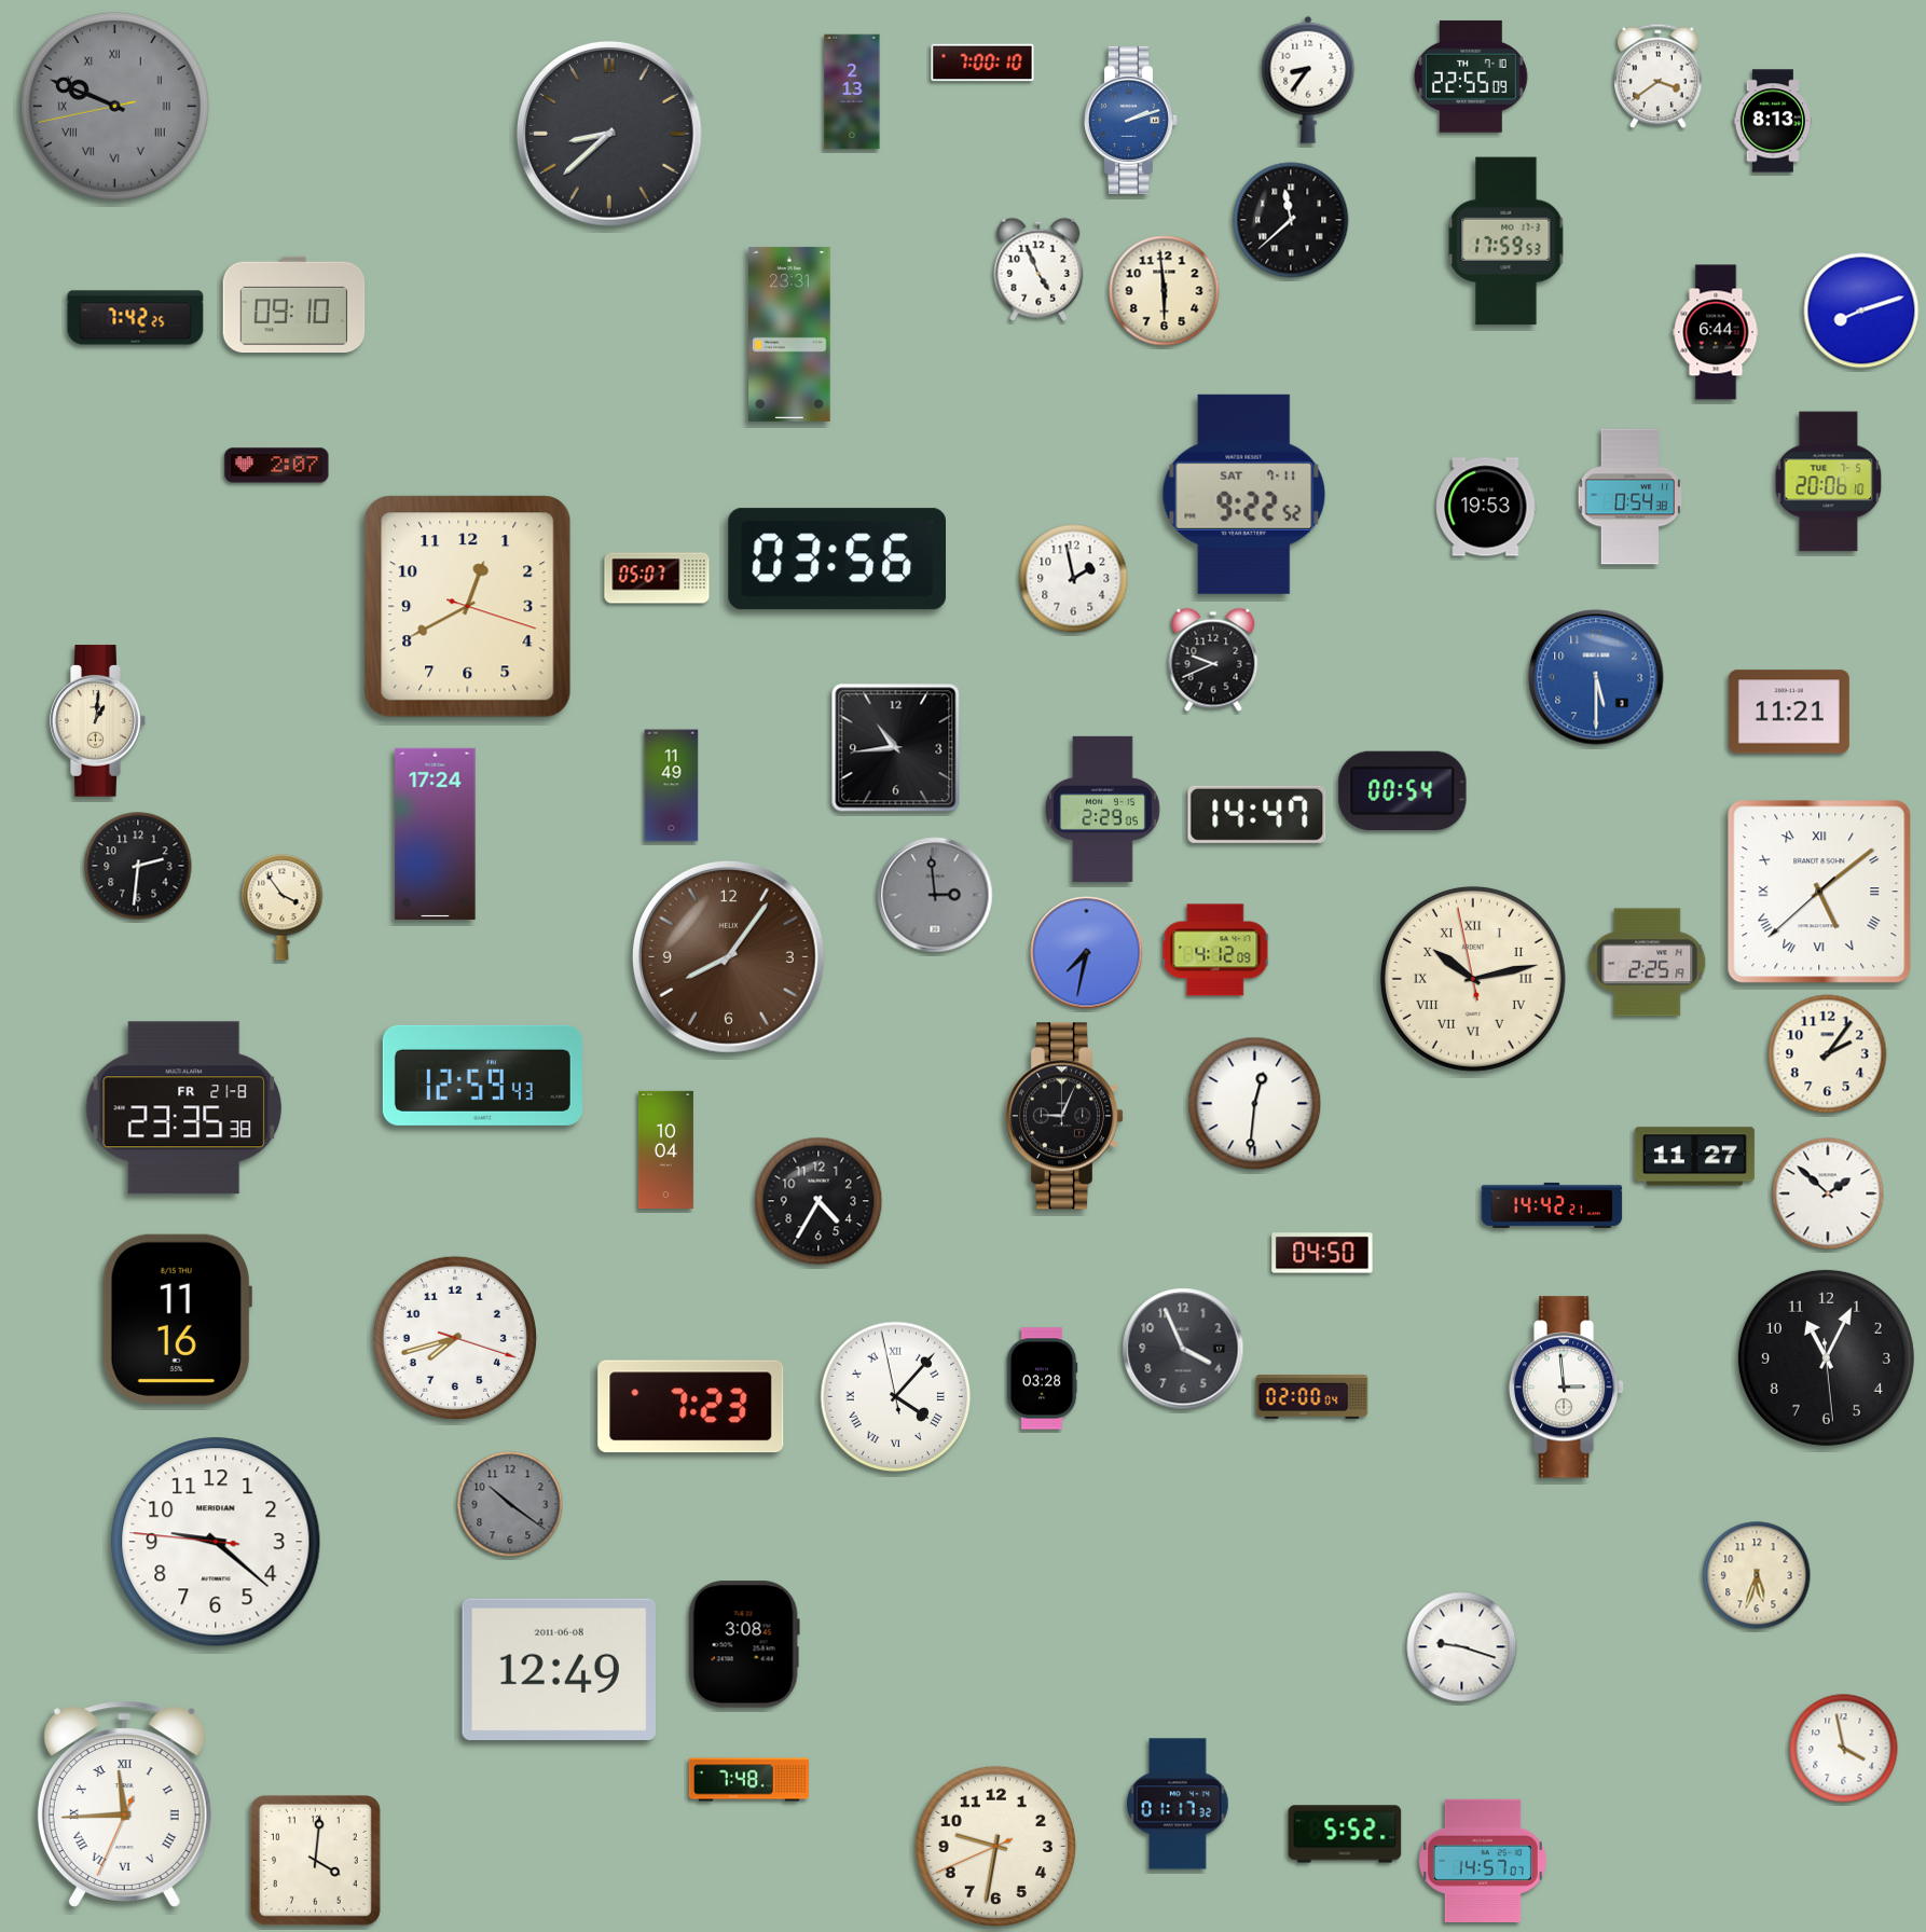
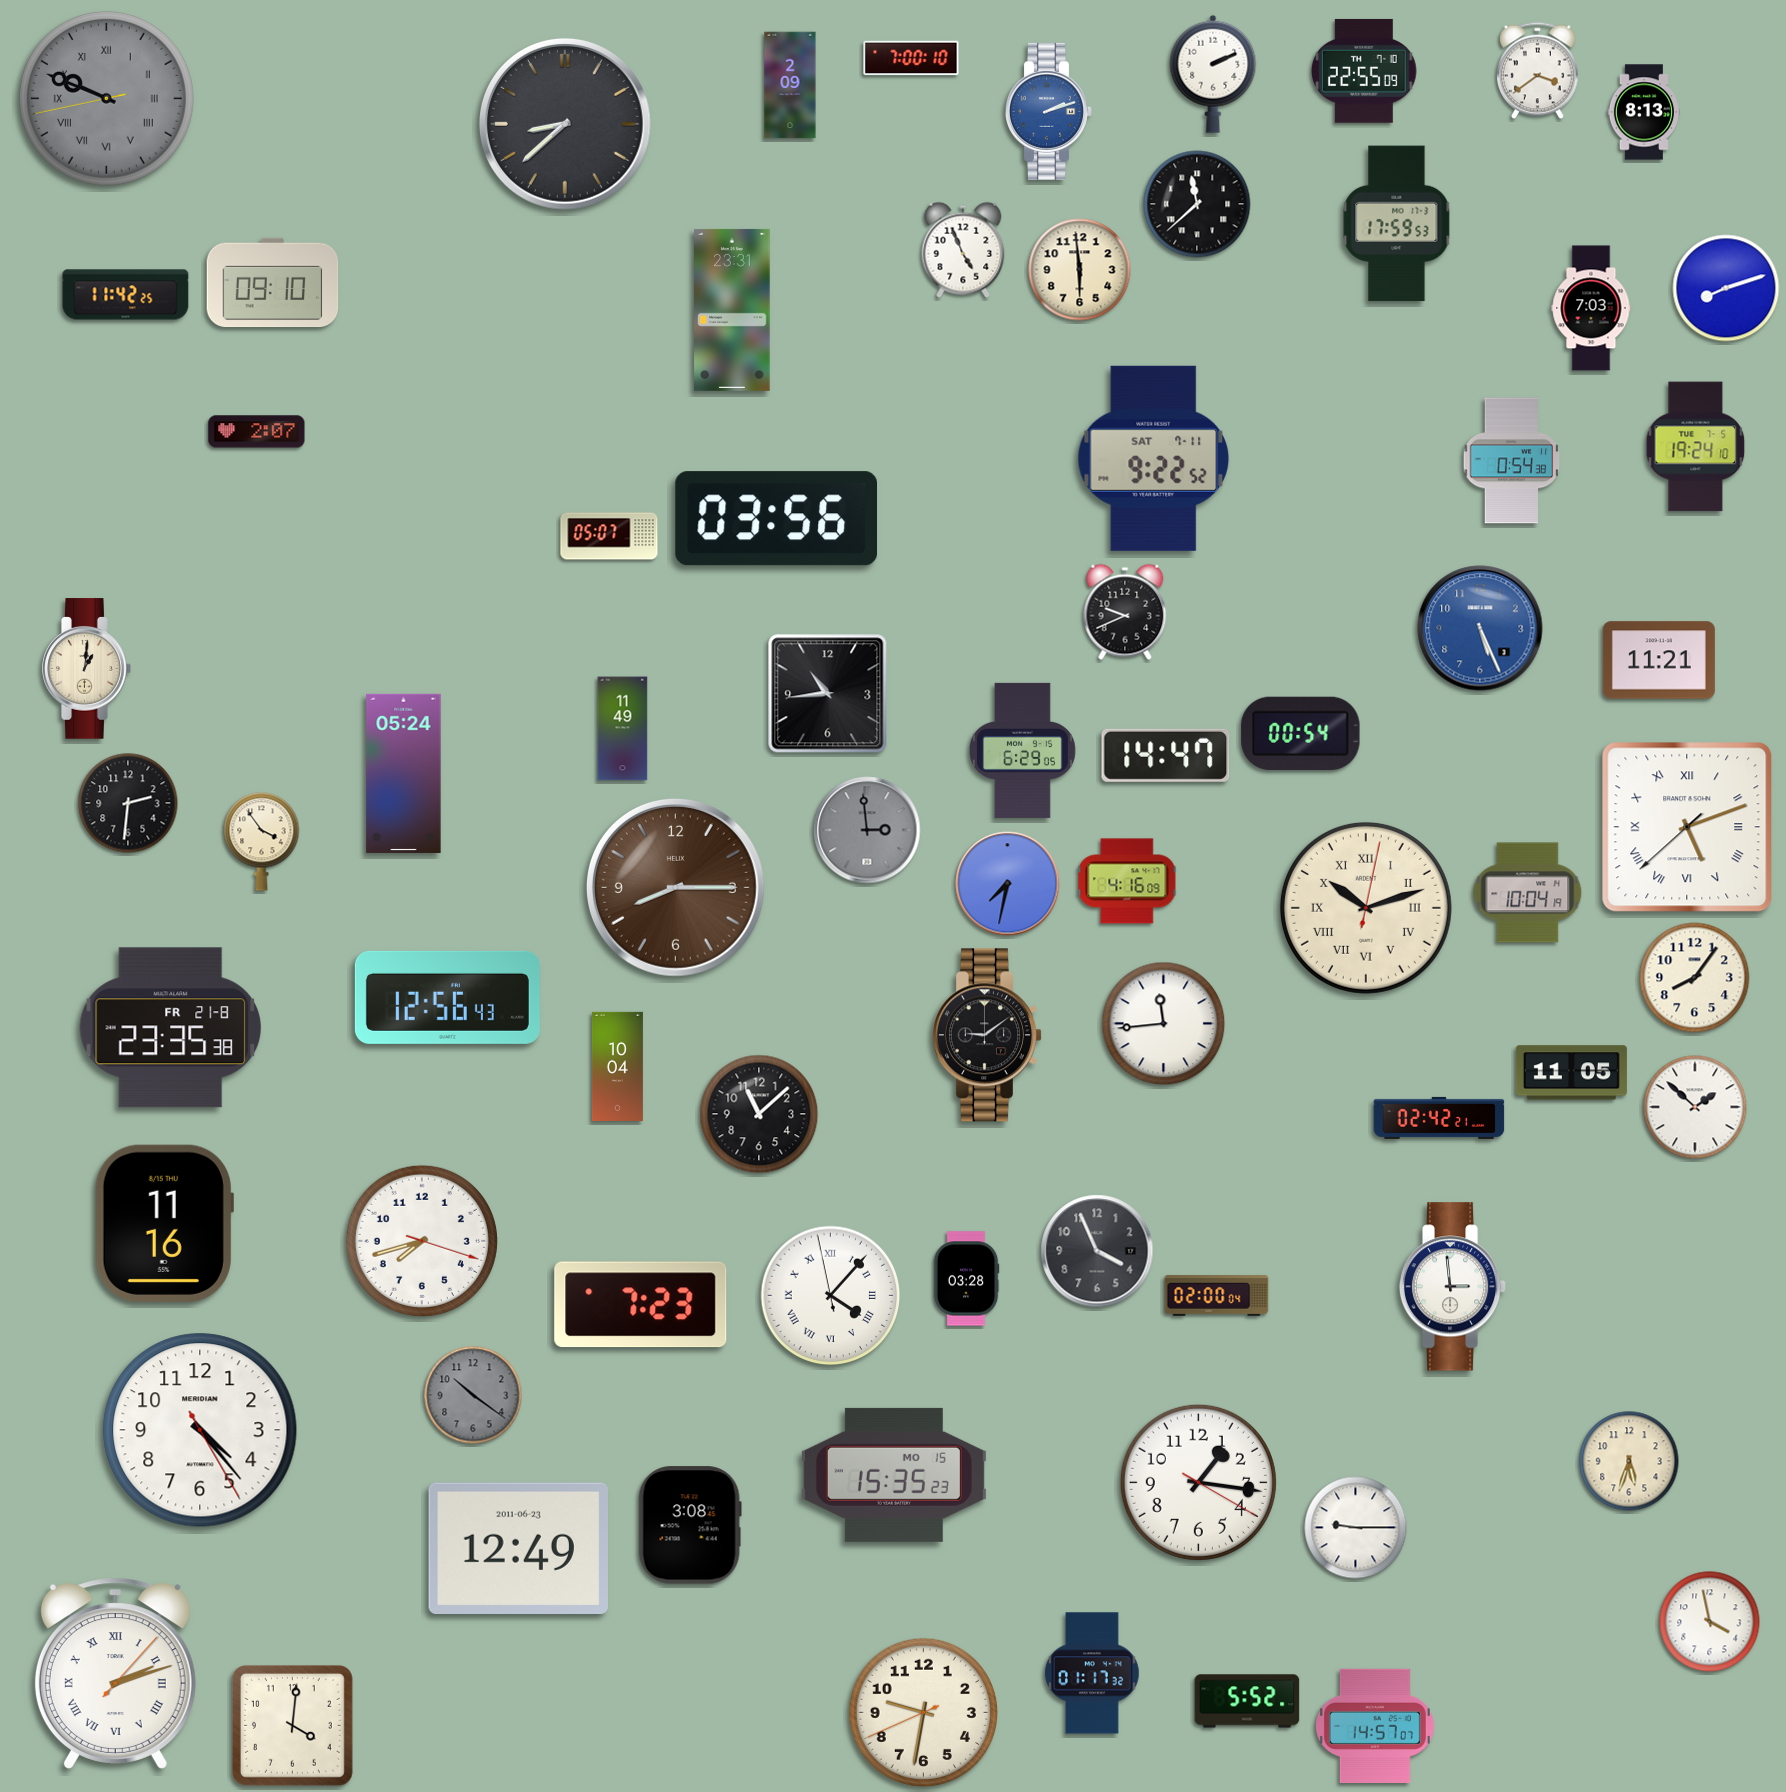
clock at (1308, 80): 8:36 -> 2:11
clock at (852, 92): 2:13 -> 2:09
clock at (136, 318): 7:42 -> 11:42
clock at (1716, 332): 6:44 -> 7:03
clock at (1829, 482): 20:06 -> 19:24
clock at (1486, 507): 19:53 -> none
clock at (1074, 579): 1:58 -> none
clock at (468, 607): 12:40 -> none
clock at (1596, 677): 5:30 -> 5:26
clock at (98, 721) position: (98, 721) -> (87, 669)
clock at (896, 748) position: (896, 748) -> (828, 694)
clock at (1103, 809): 2:29 -> 6:29
clock at (436, 833): 17:24 -> 05:24
clock at (1819, 892): 5:08 -> 5:11
clock at (1215, 950): 4:12 -> 4:16
clock at (728, 956): 8:06 -> 8:15
clock at (1648, 963): 2:25 -> 10:04
clock at (1473, 979): 10:12:58 -> 10:12:02
clock at (1828, 1054): 2:06 -> 8:06
clock at (482, 1075): 12:59 -> 12:56
clock at (1255, 1104): 12:31 -> 11:44
clock at (1064, 1116): 9:04 -> 9:09
clock at (1694, 1157): 11:27 -> 11:05
clock at (818, 1201): 4:35 -> 11:08
clock at (1552, 1205): 14:42 -> 02:42
clock at (1322, 1253): 04:50 -> none
clock at (1826, 1357): 11:04 -> none
clock at (216, 1542): 9:21 -> 4:23
clock at (894, 1475): none -> 15:35
clock at (1198, 1482): none -> 1:16
clock at (1462, 1647): 9:18 -> 9:15
clock at (559, 1669) date: 2011-06-08 -> 2011-06-23
clock at (748, 1780): 7:48 -> none
clock at (124, 1804): 11:44 -> 2:12
